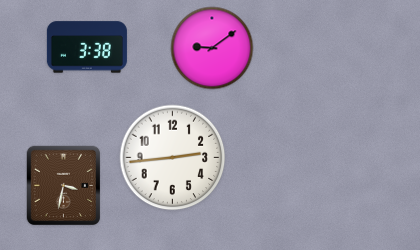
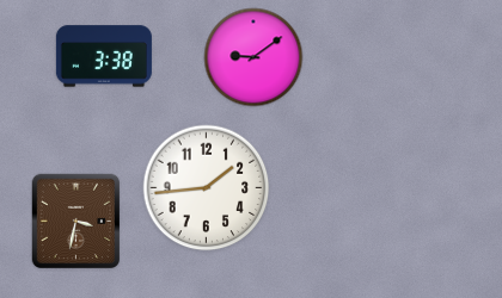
clock at (173, 158): 2:44 -> 1:44
